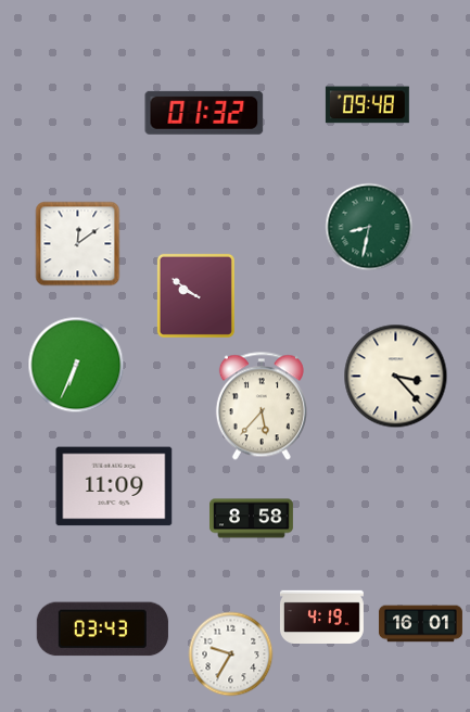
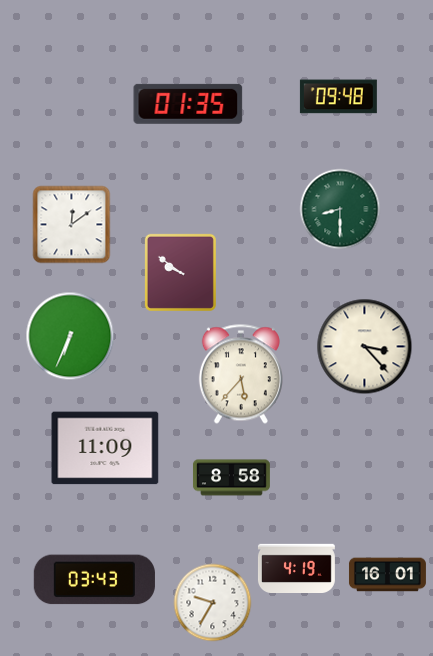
clock at (204, 113): 01:32 -> 01:35
clock at (369, 227): 8:32 -> 8:30
